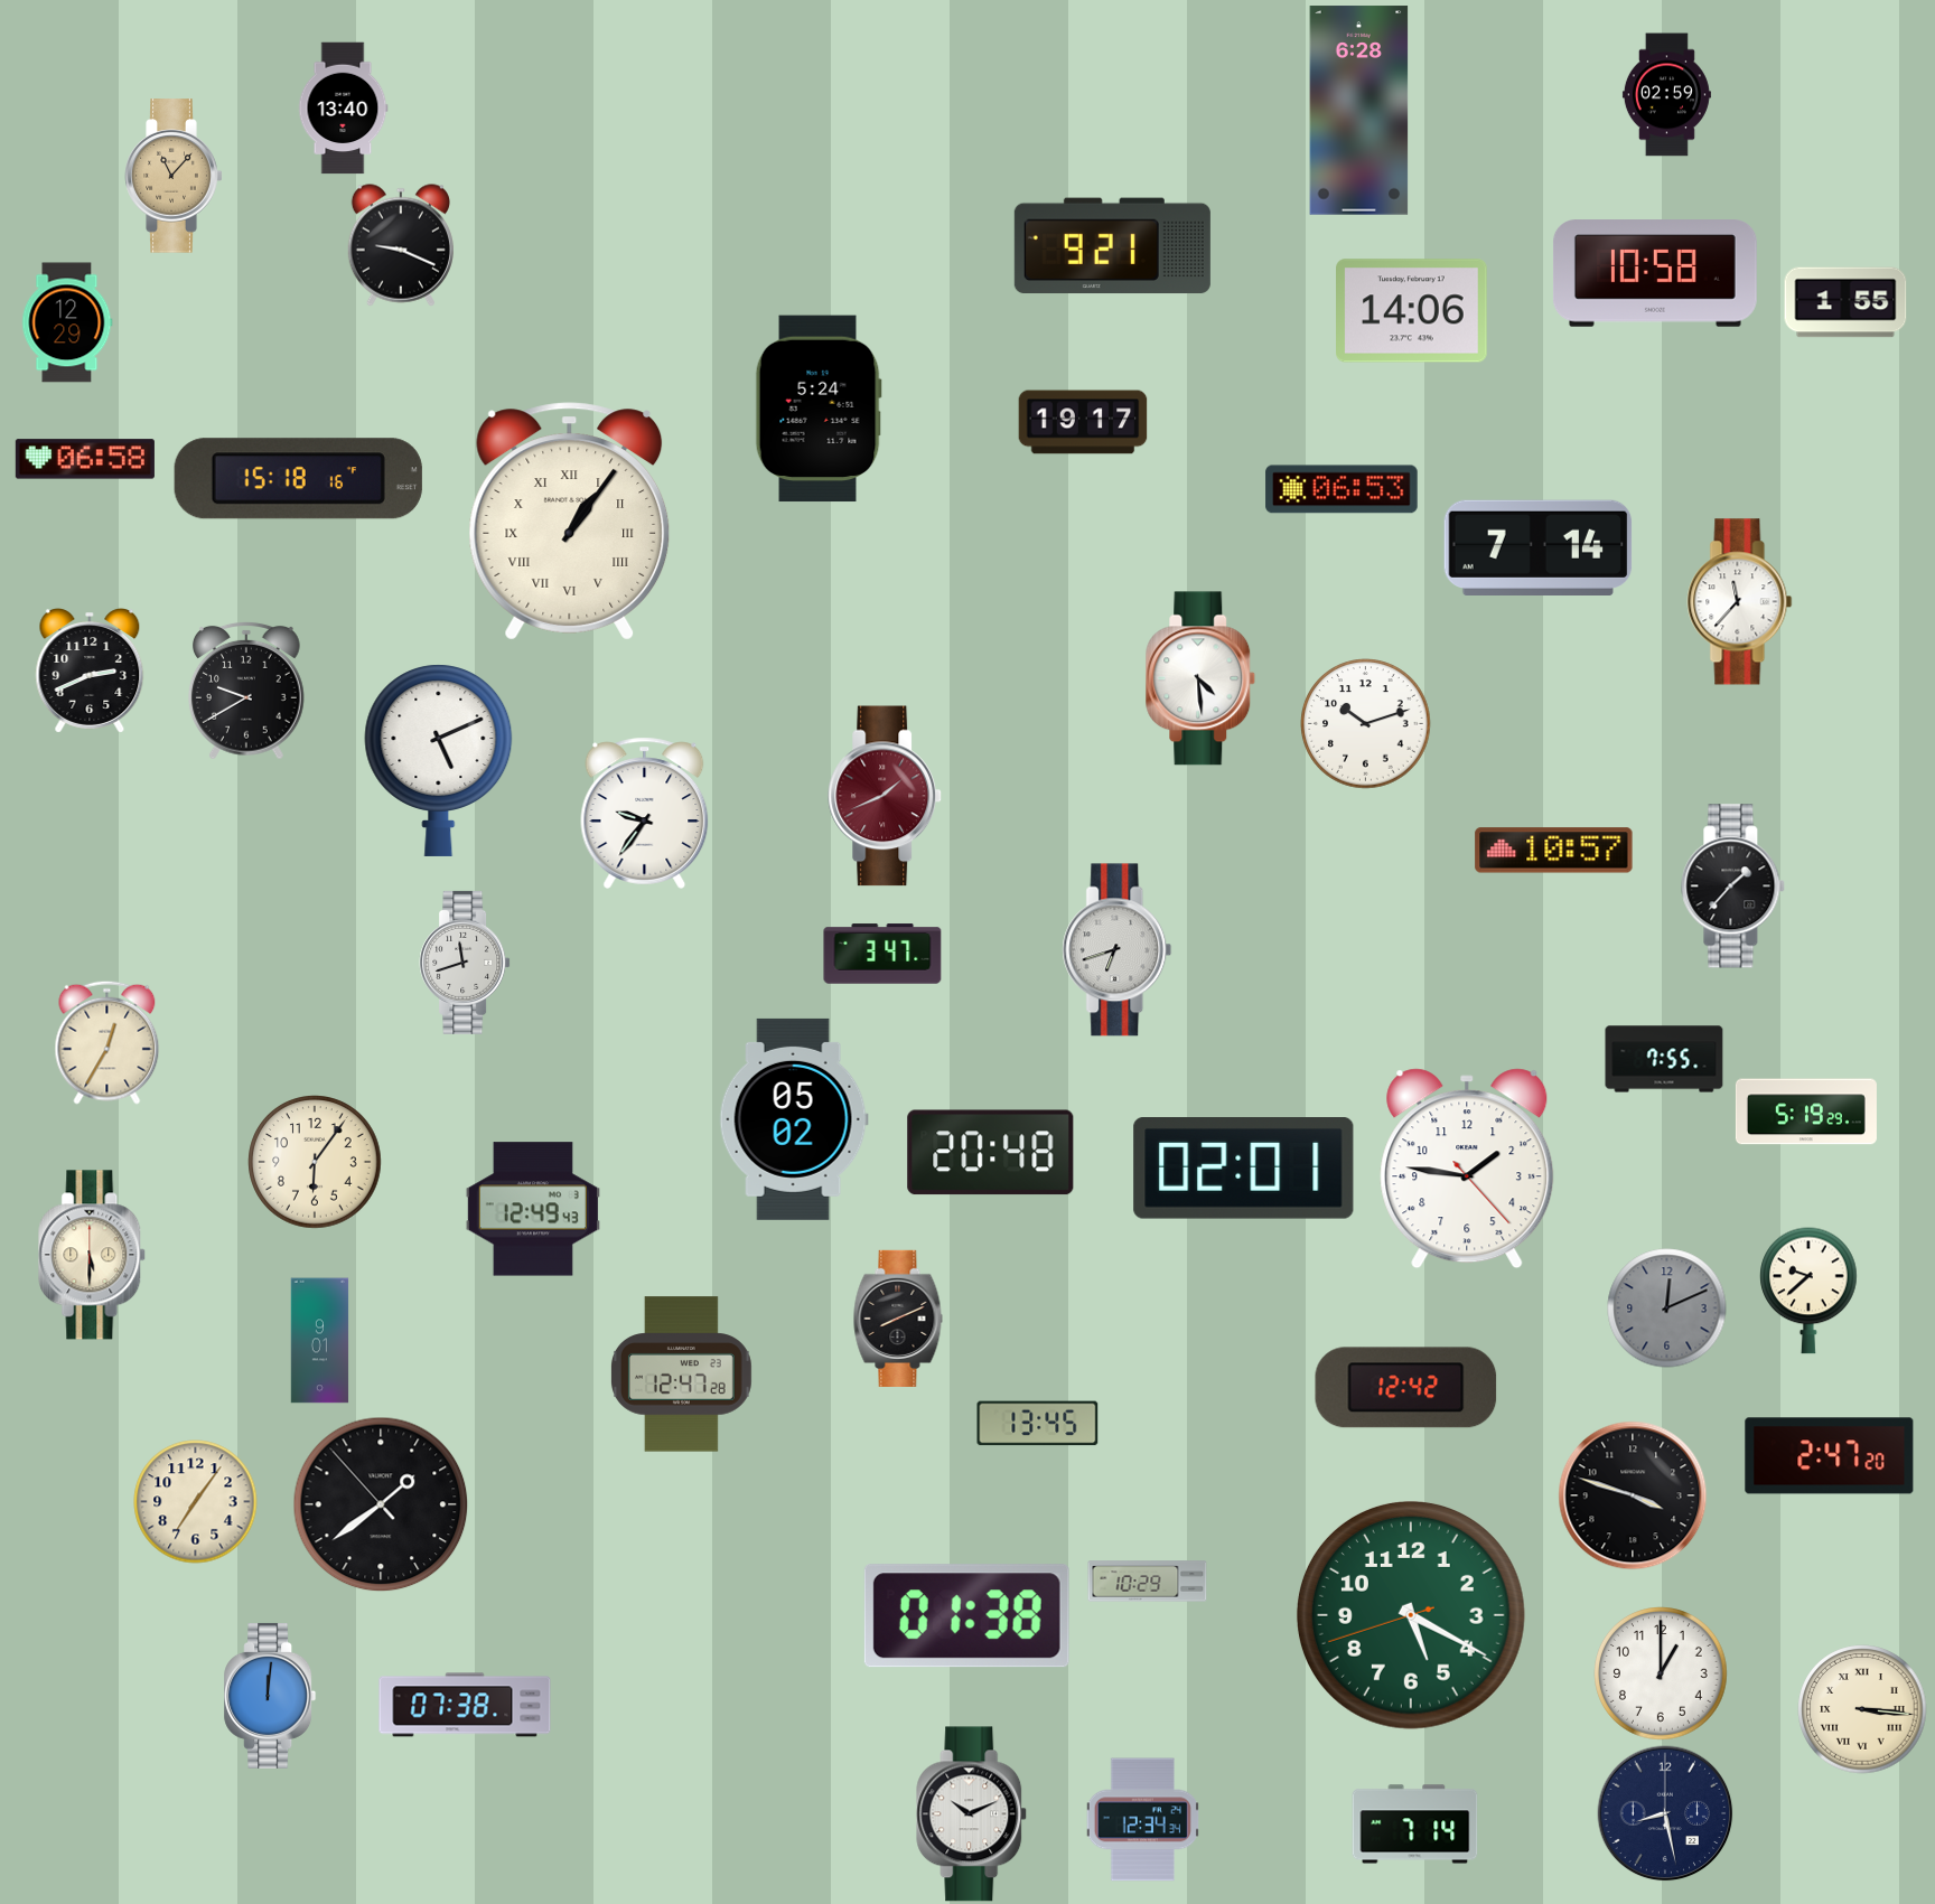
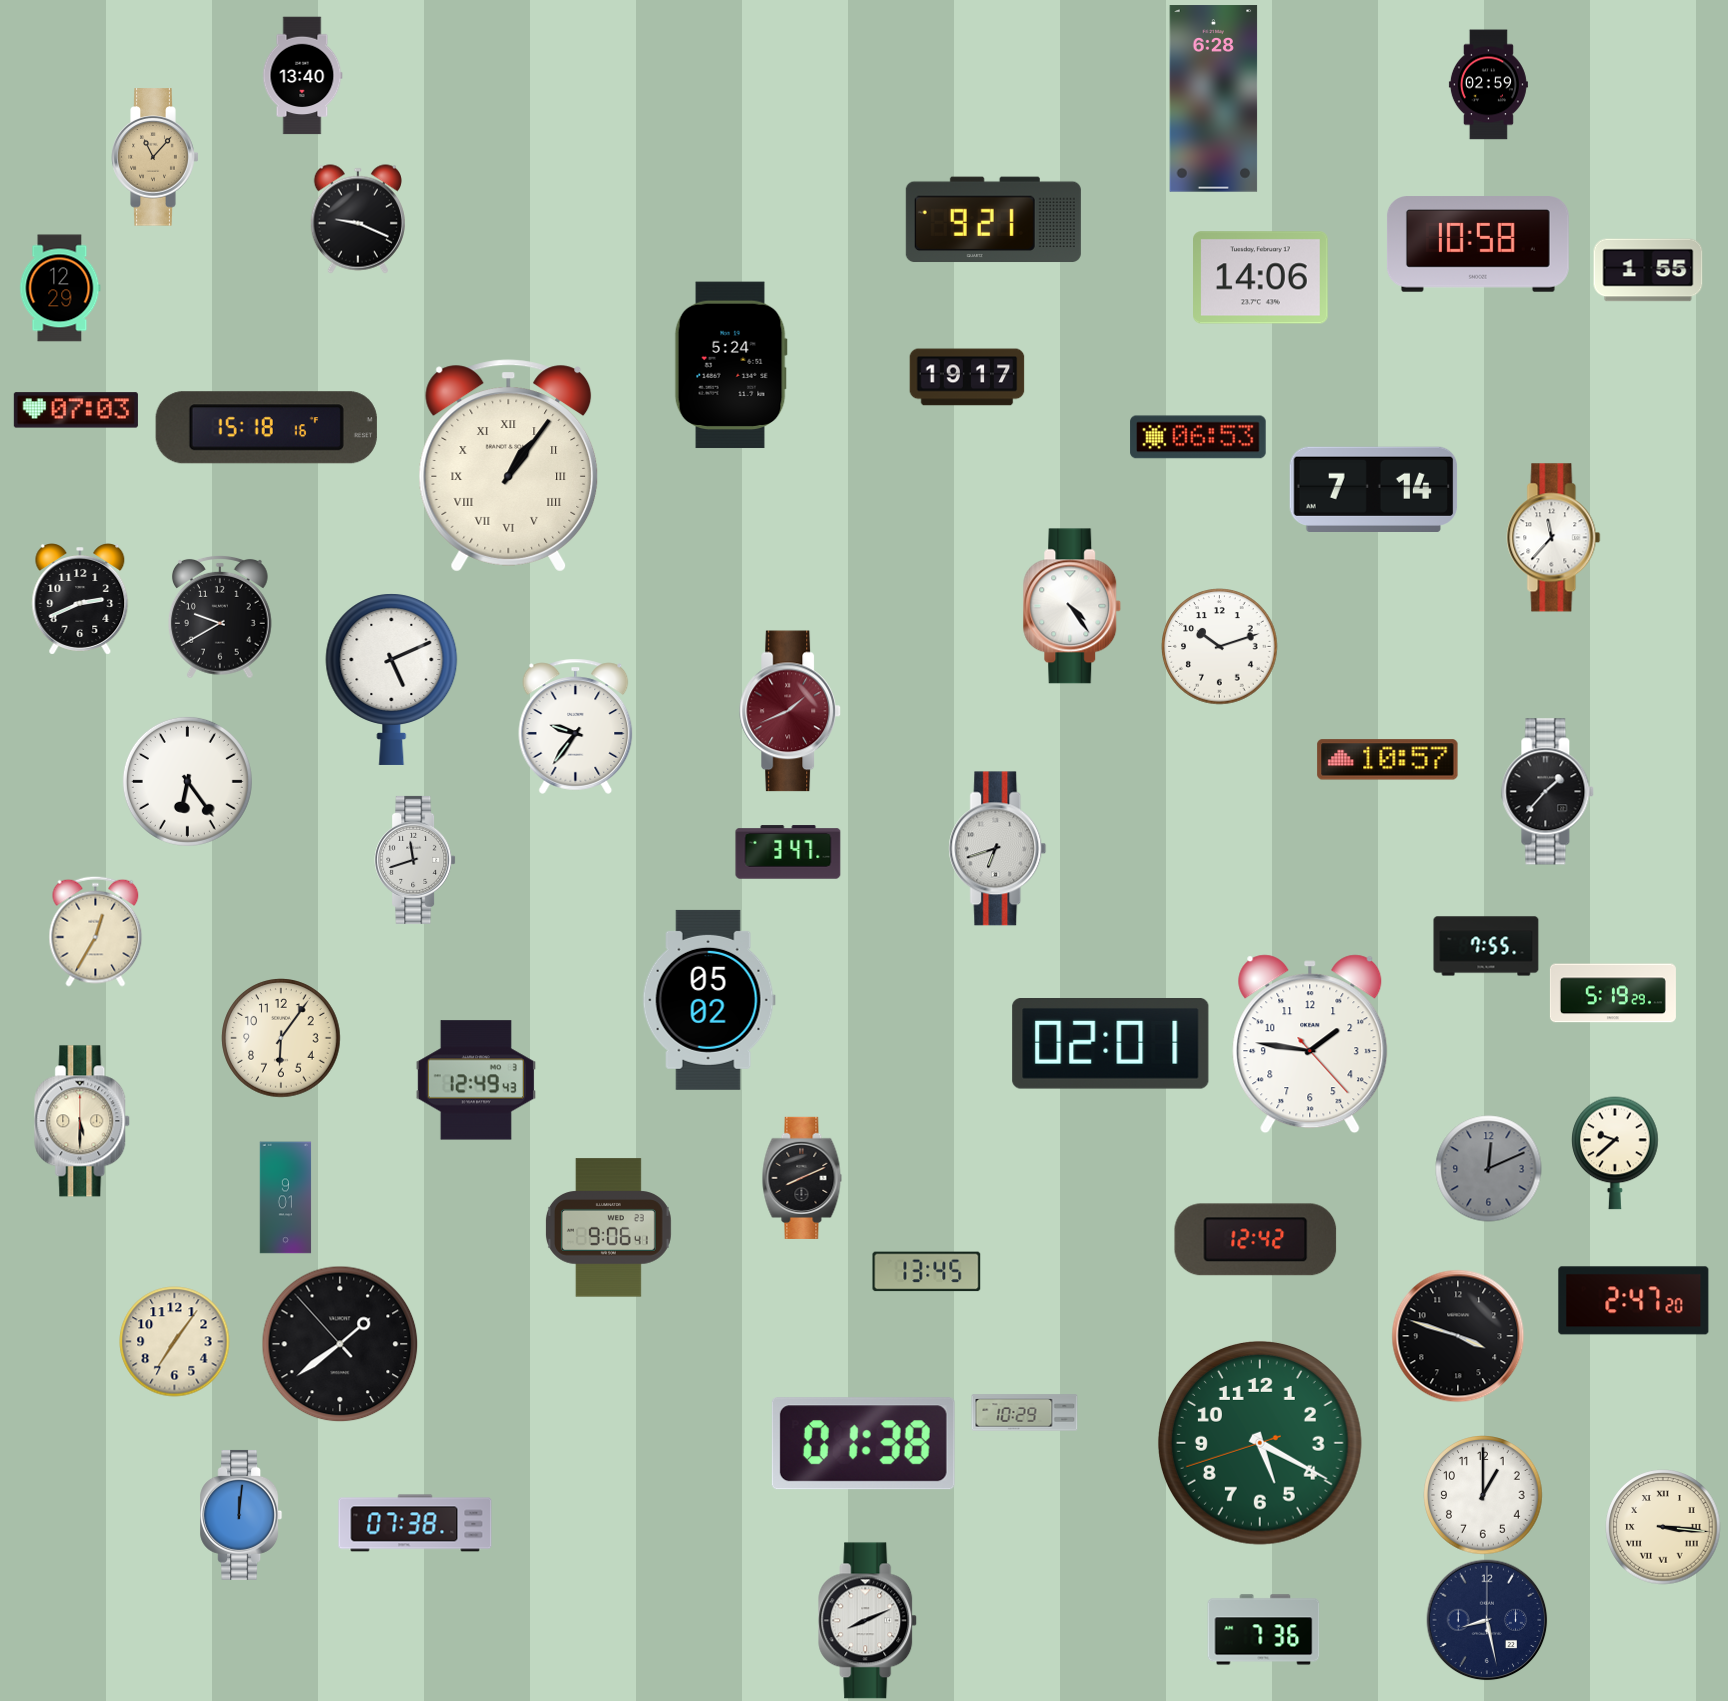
clock at (343, 109) position: (343, 109) -> (302, 76)
clock at (85, 459): 06:58 -> 07:03
clock at (1200, 678): 4:29 -> 4:24
clock at (187, 781): none -> 6:24
clock at (991, 1153): 20:48 -> none
clock at (681, 1375): 12:47 -> 9:06
clock at (972, 1814): 10:11 -> 8:11
clock at (1142, 1820): 12:34 -> none
clock at (1415, 1825): 7:14 -> 7:36
